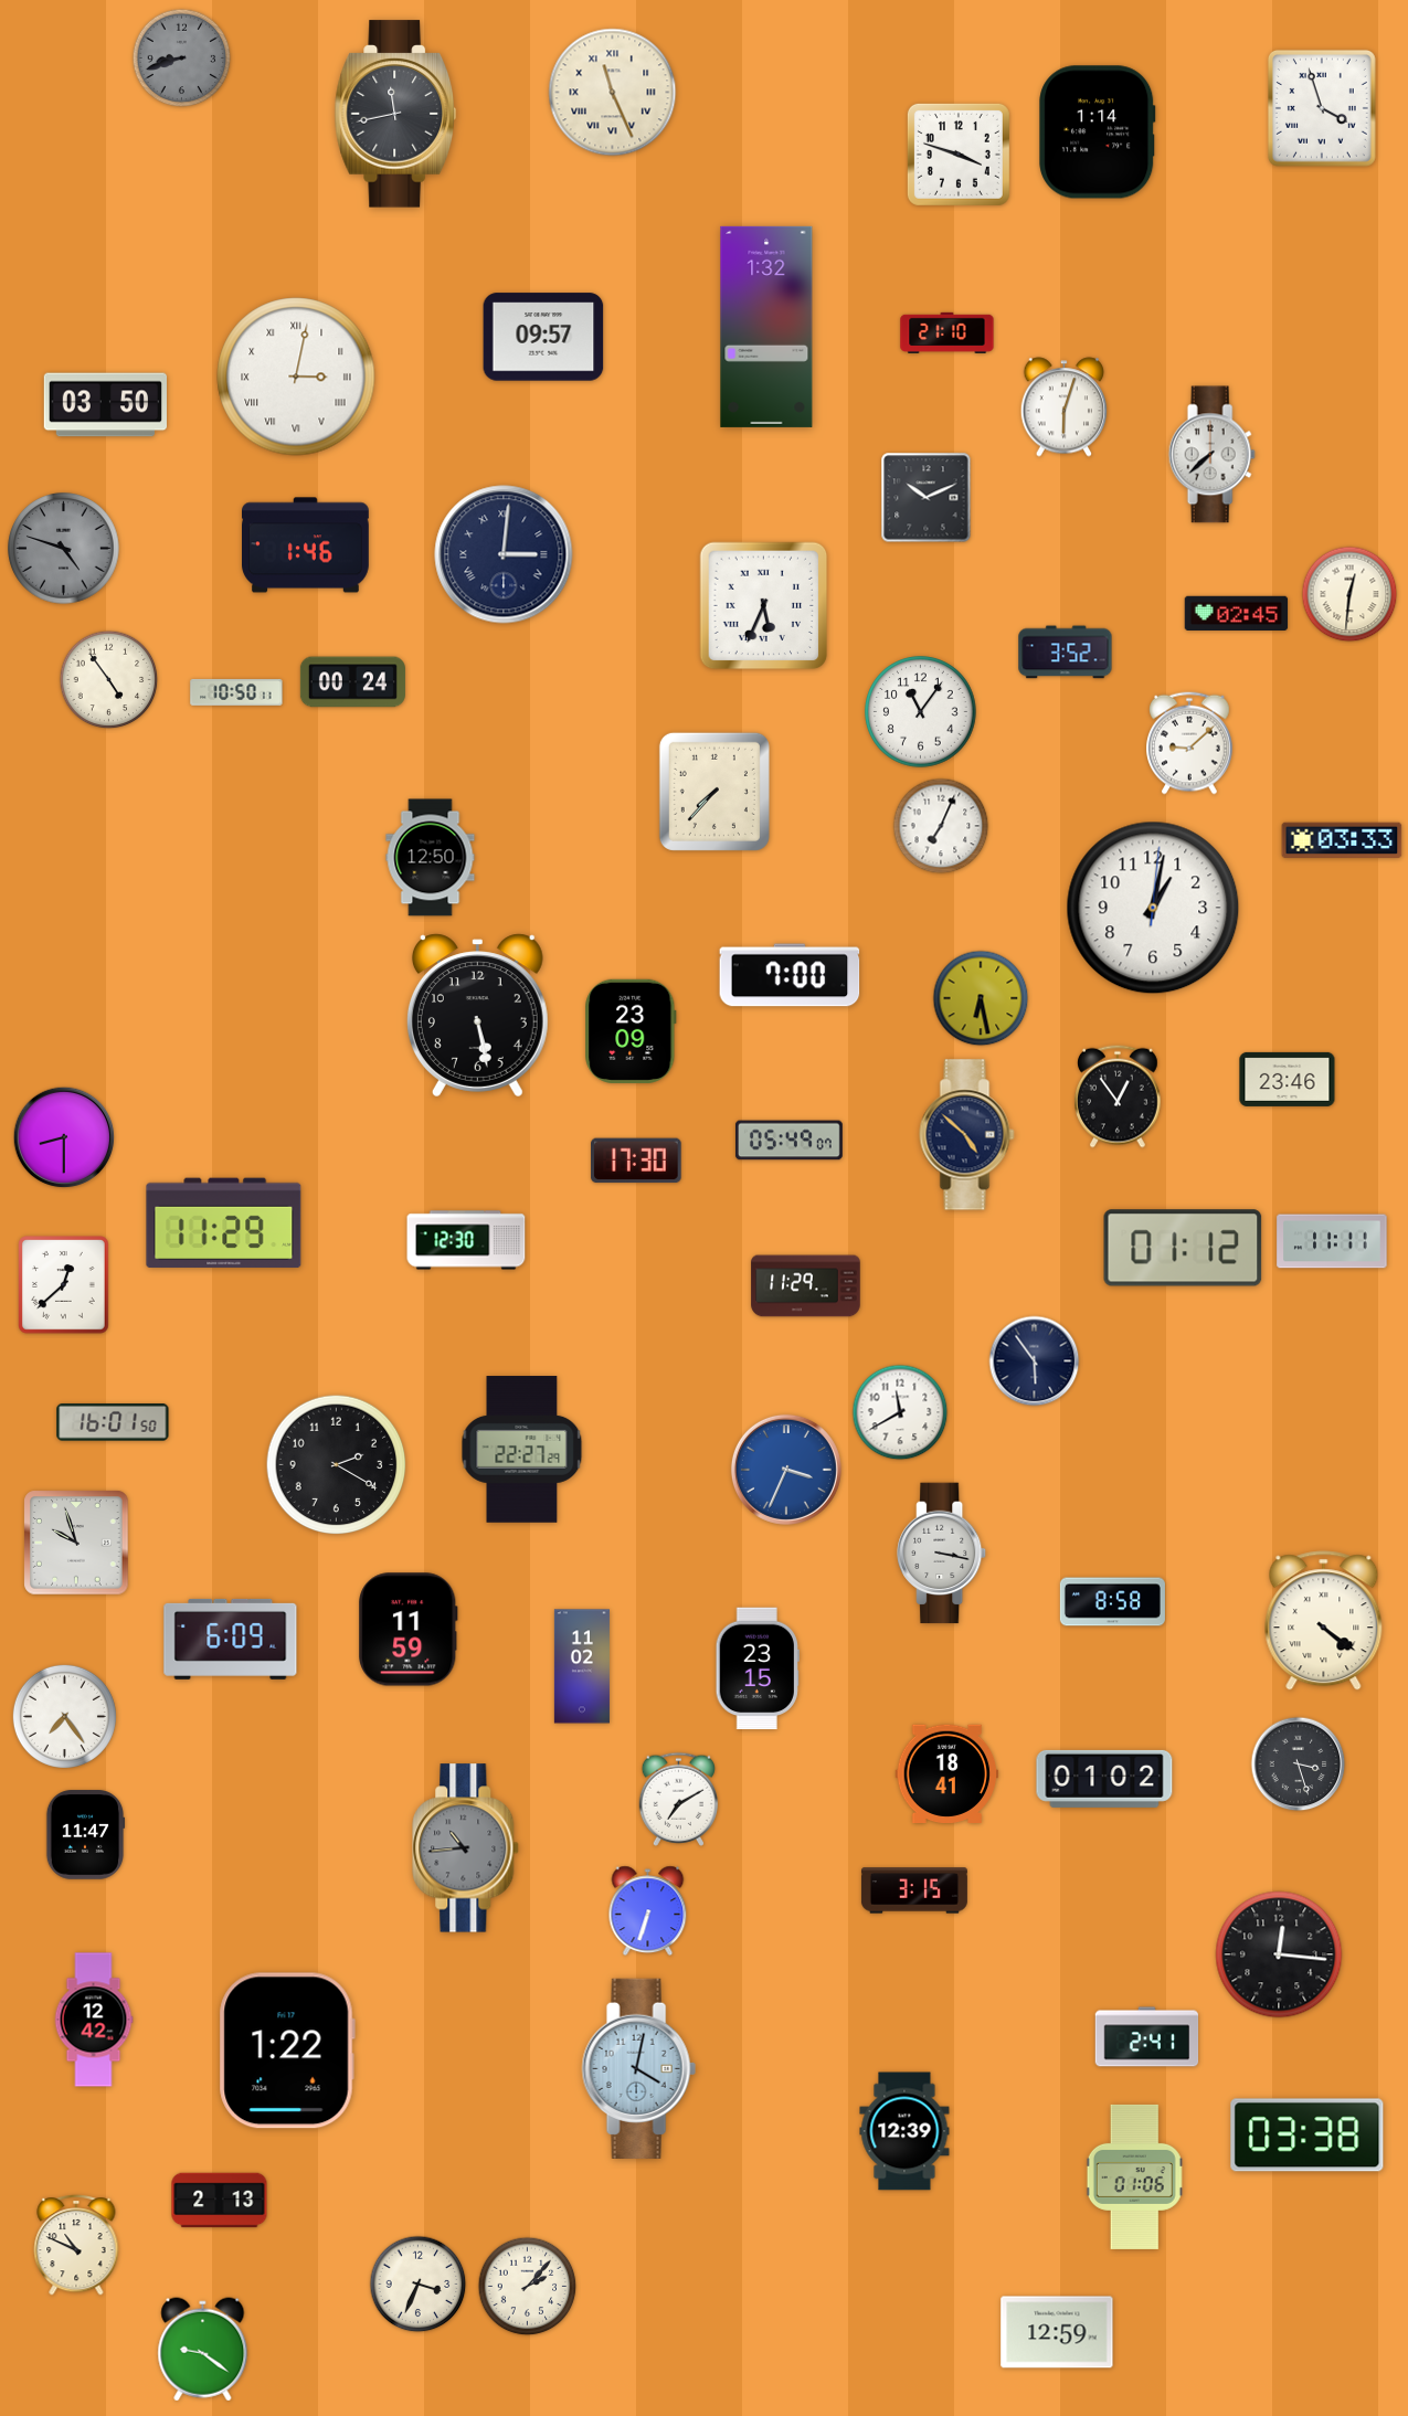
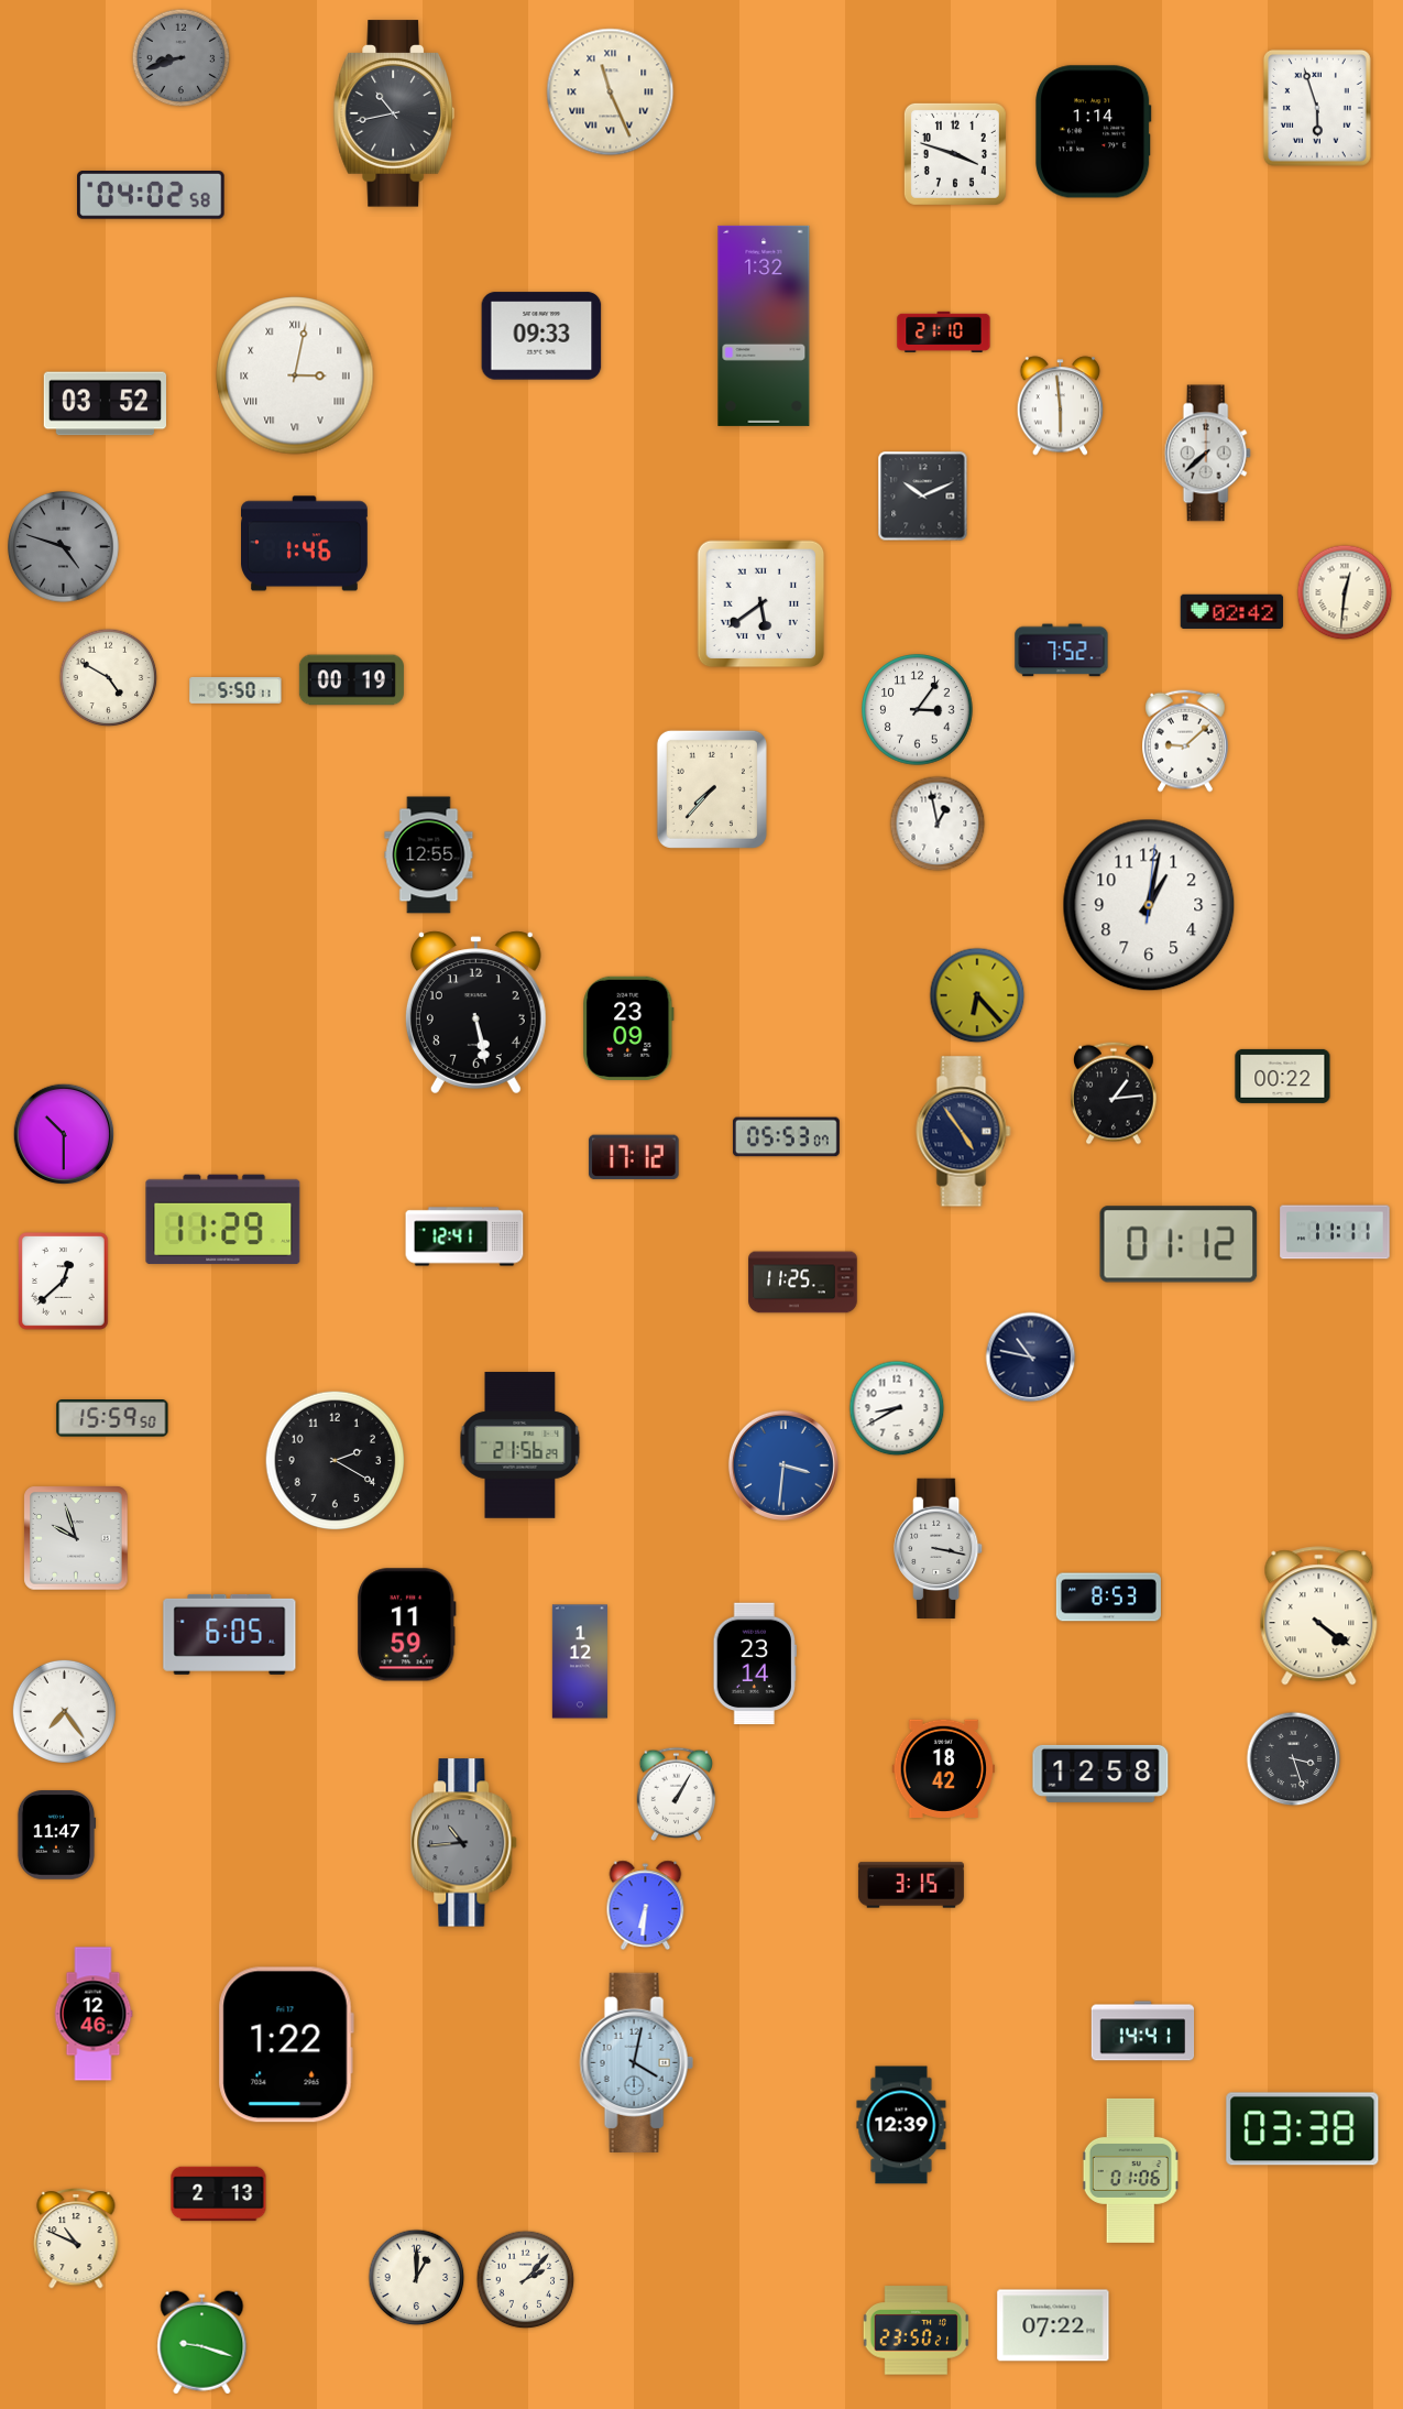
clock at (1322, 108): 3:57 -> 5:57
clock at (394, 114): 11:43 -> 10:43
clock at (151, 196): none -> 04:02
clock at (543, 337): 09:57 -> 09:33
clock at (105, 405): 03:50 -> 03:52
clock at (1065, 407): 6:03 -> 5:59
clock at (504, 554): 3:01 -> none
clock at (764, 606): 5:34 -> 5:39
clock at (1237, 614): 02:45 -> 02:42
clock at (1066, 653): 3:52 -> 7:52
clock at (109, 680): 4:54 -> 4:50
clock at (352, 682): 00:24 -> 00:19
clock at (236, 692): 10:50 -> 5:50
clock at (921, 712): 11:06 -> 3:06
clock at (941, 826): 7:04 -> 12:58
clock at (1342, 840): 03:33 -> none
clock at (431, 858): 12:50 -> 12:55
clock at (790, 975): 7:00 -> none
clock at (981, 998): 6:28 -> 6:23
clock at (1288, 1079): 23:46 -> 00:22
clock at (1119, 1096): 12:54 -> 1:14
clock at (967, 1135): 4:52 -> 4:54
clock at (64, 1137): 8:30 -> 10:30
clock at (788, 1141): 05:49 -> 05:53
clock at (636, 1161): 17:30 -> 17:12
clock at (466, 1240): 12:30 -> 12:41
clock at (1332, 1241) position: (1332, 1241) -> (1335, 1232)
clock at (806, 1286): 11:29 -> 11:25
clock at (1035, 1361): 5:54 -> 10:47
clock at (900, 1412): 11:40 -> 8:40
clock at (113, 1422): 16:01 -> 15:59
clock at (522, 1450): 22:27 -> 21:56
clock at (786, 1470): 3:34 -> 3:31
clock at (1112, 1602): 8:58 -> 8:53
clock at (231, 1639): 6:09 -> 6:05
clock at (582, 1666): 11:02 -> 1:12
clock at (758, 1668): 23:15 -> 23:14
clock at (946, 1773): 18:41 -> 18:42
clock at (1104, 1779): 01:02 -> 12:58
clock at (679, 1799): 7:10 -> 1:05
clock at (85, 1835) position: (85, 1835) -> (56, 1835)
clock at (648, 1911): 6:33 -> 6:31
clock at (1279, 1954): 12:16 -> none
clock at (94, 2020): 12:42 -> 12:46
clock at (1147, 2037): 2:41 -> 14:41
clock at (419, 2285): 3:34 -> 1:00
clock at (1057, 2332): 12:59 -> 07:22
clock at (917, 2331): none -> 23:50
clock at (203, 2350): 9:21 -> 9:18
